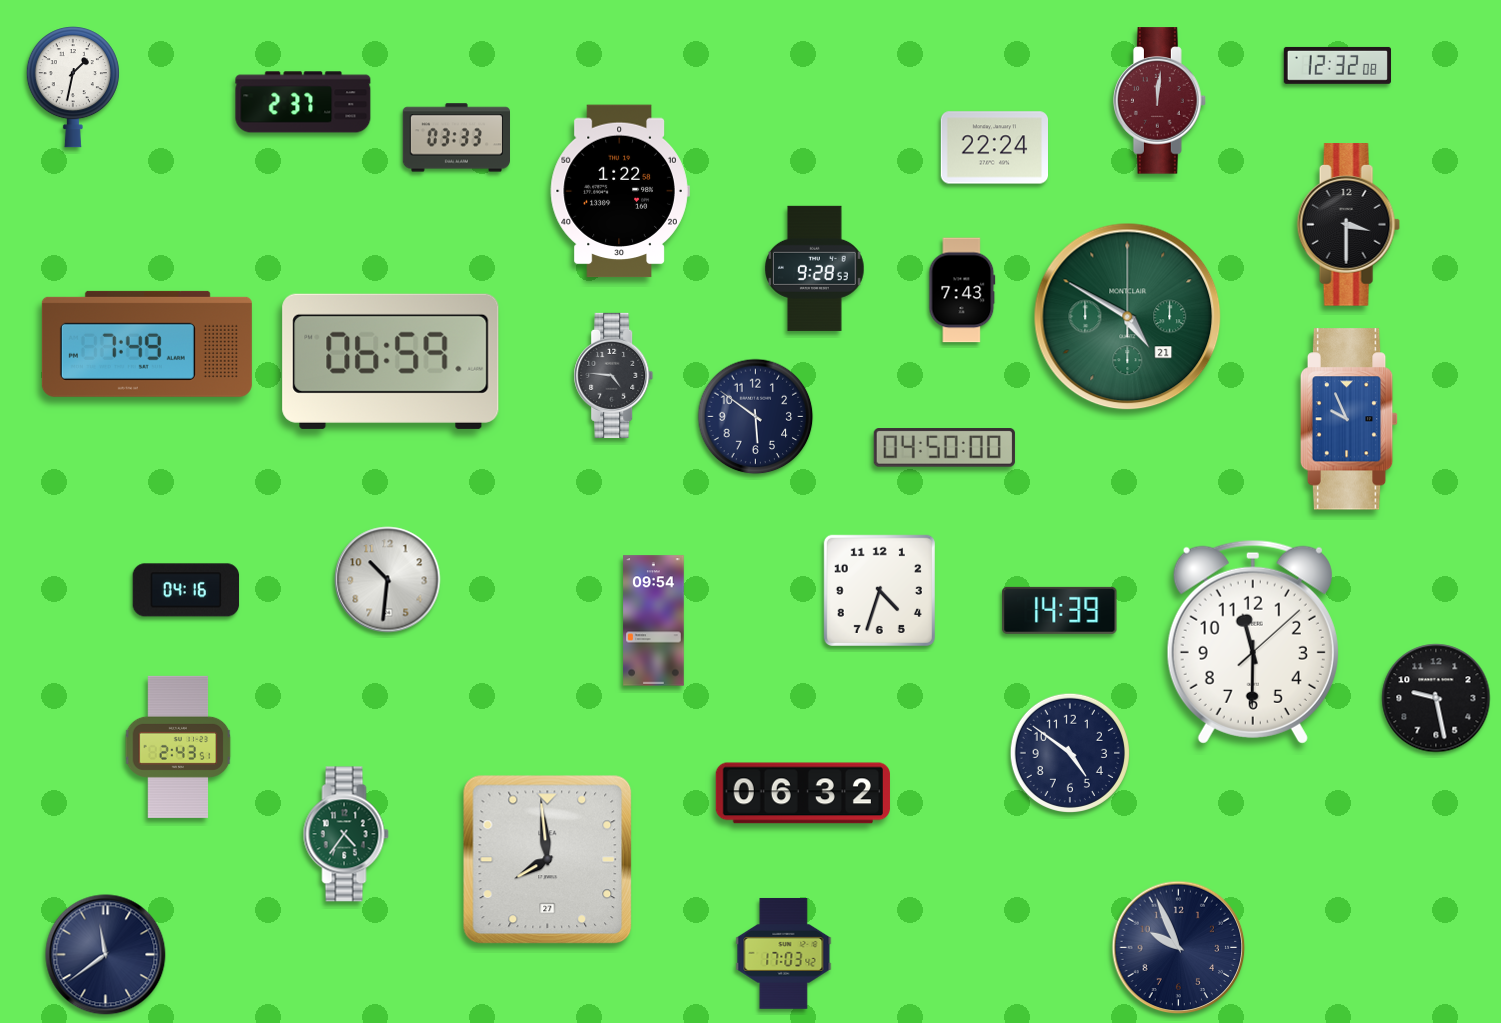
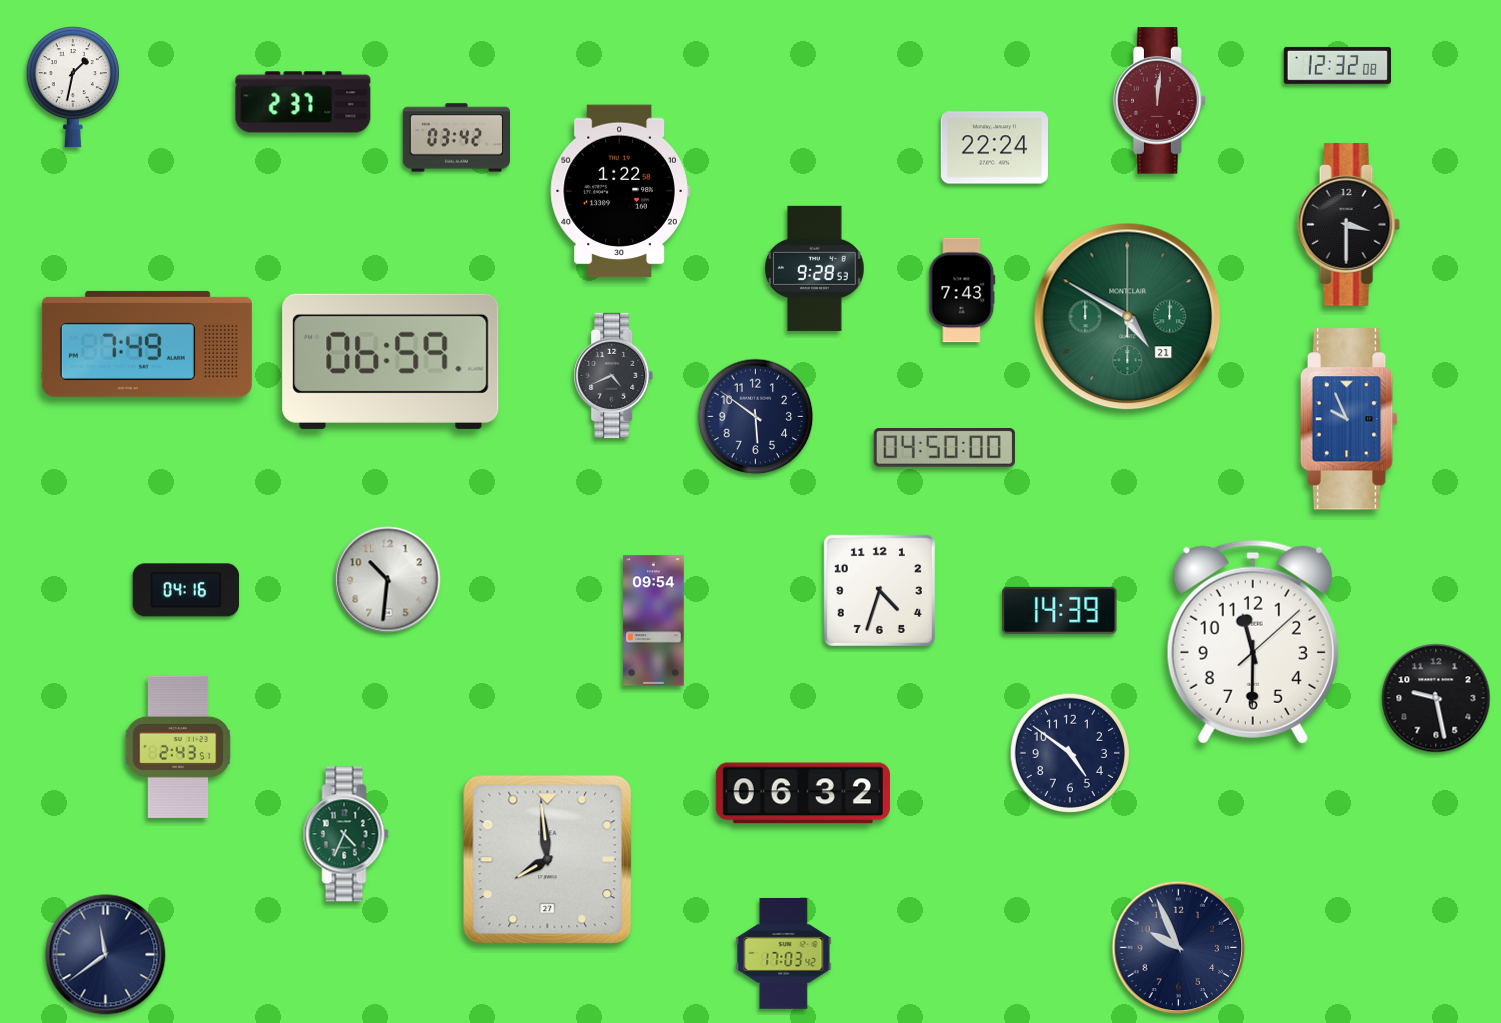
clock at (456, 138): 03:33 -> 03:42
clock at (614, 375): 4:46 -> 4:41
clock at (346, 834): 4:36 -> 4:34
